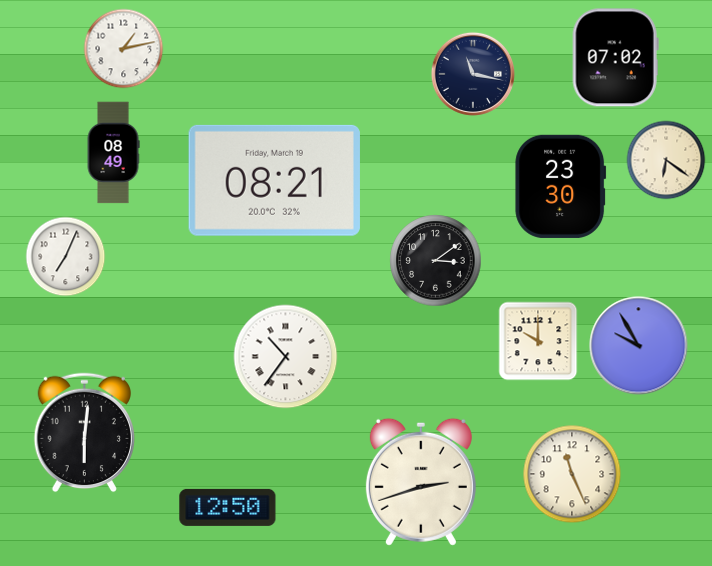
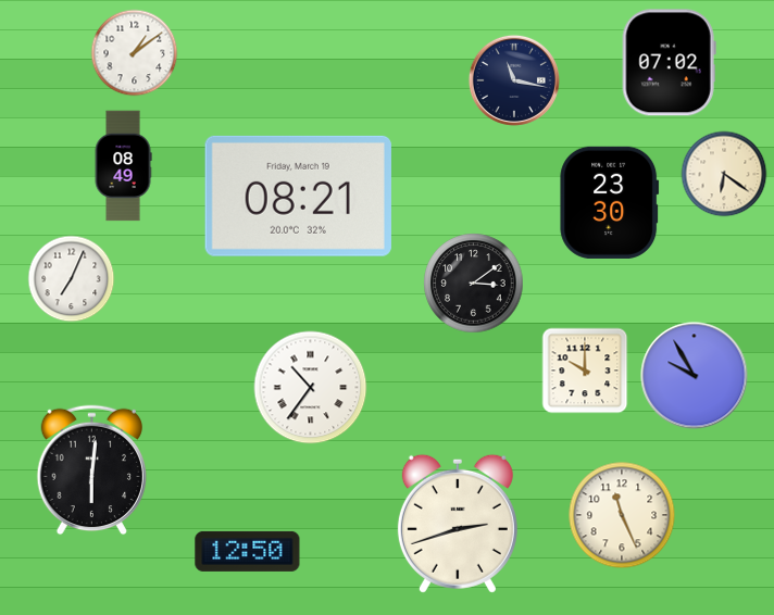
clock at (124, 49): 1:13 -> 1:09
